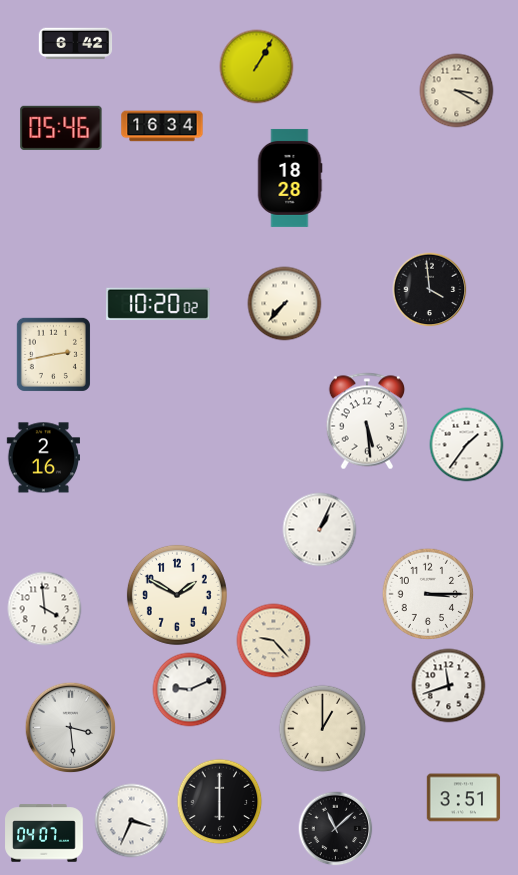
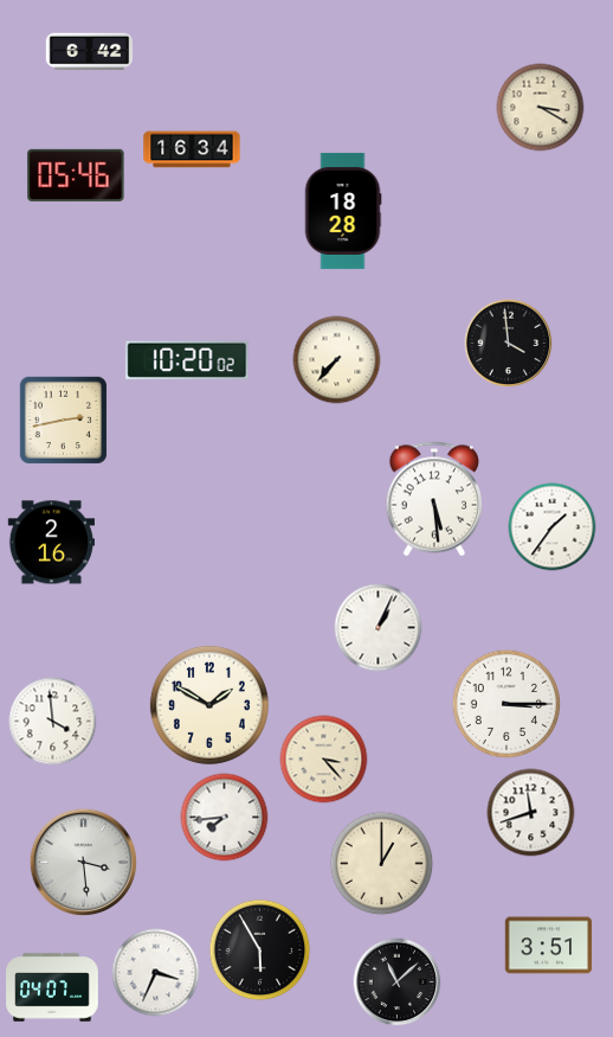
clock at (257, 67): 1:05 -> none
clock at (61, 128) position: (61, 128) -> (76, 175)
clock at (274, 641): 9:23 -> 3:23
clock at (190, 690): 9:11 -> 7:44
clock at (220, 802): 6:00 -> 5:55
